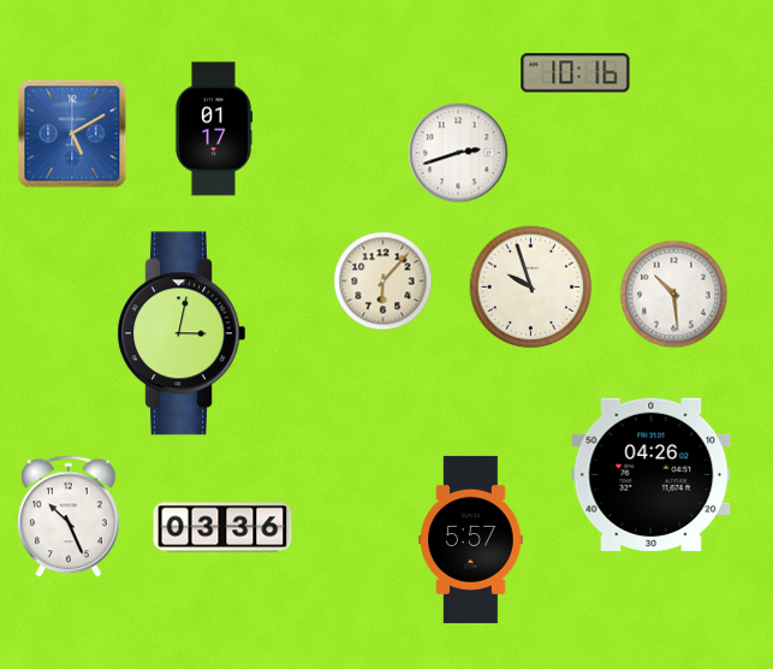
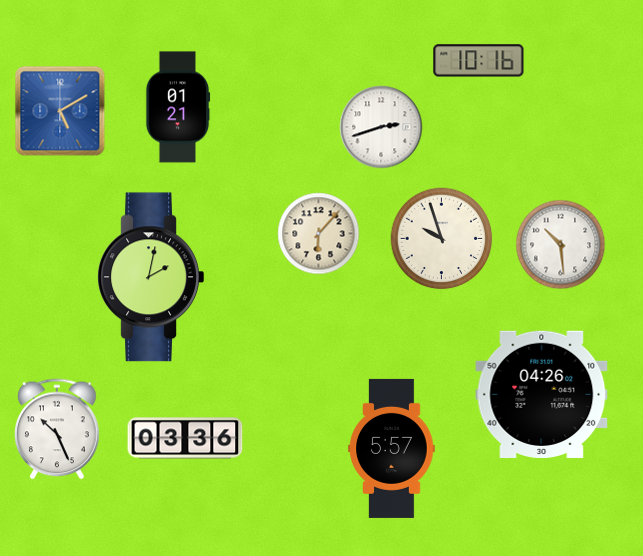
clock at (214, 129): 01:17 -> 01:21
clock at (182, 333): 3:02 -> 2:02
